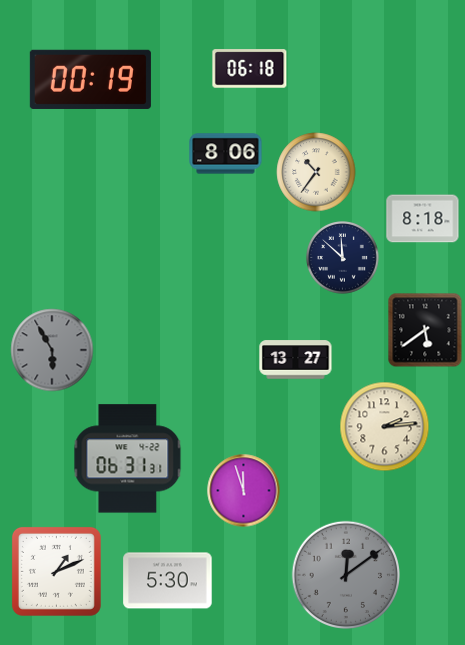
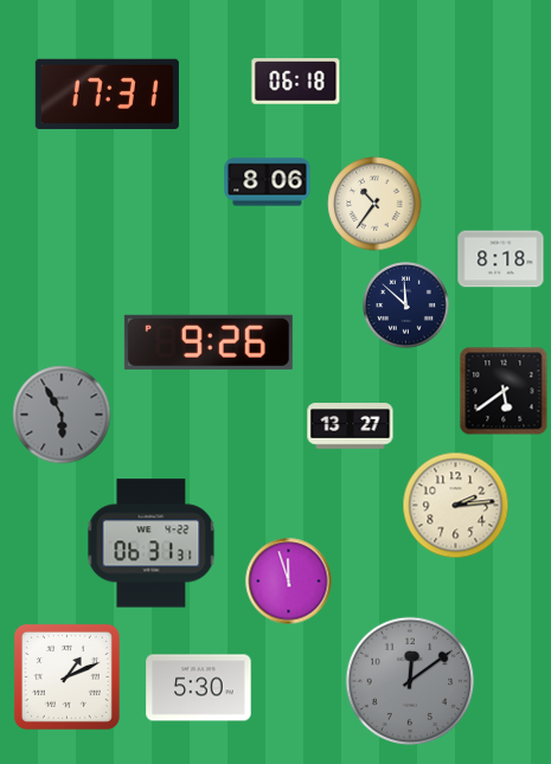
clock at (90, 79): 00:19 -> 17:31
clock at (209, 342): none -> 9:26
